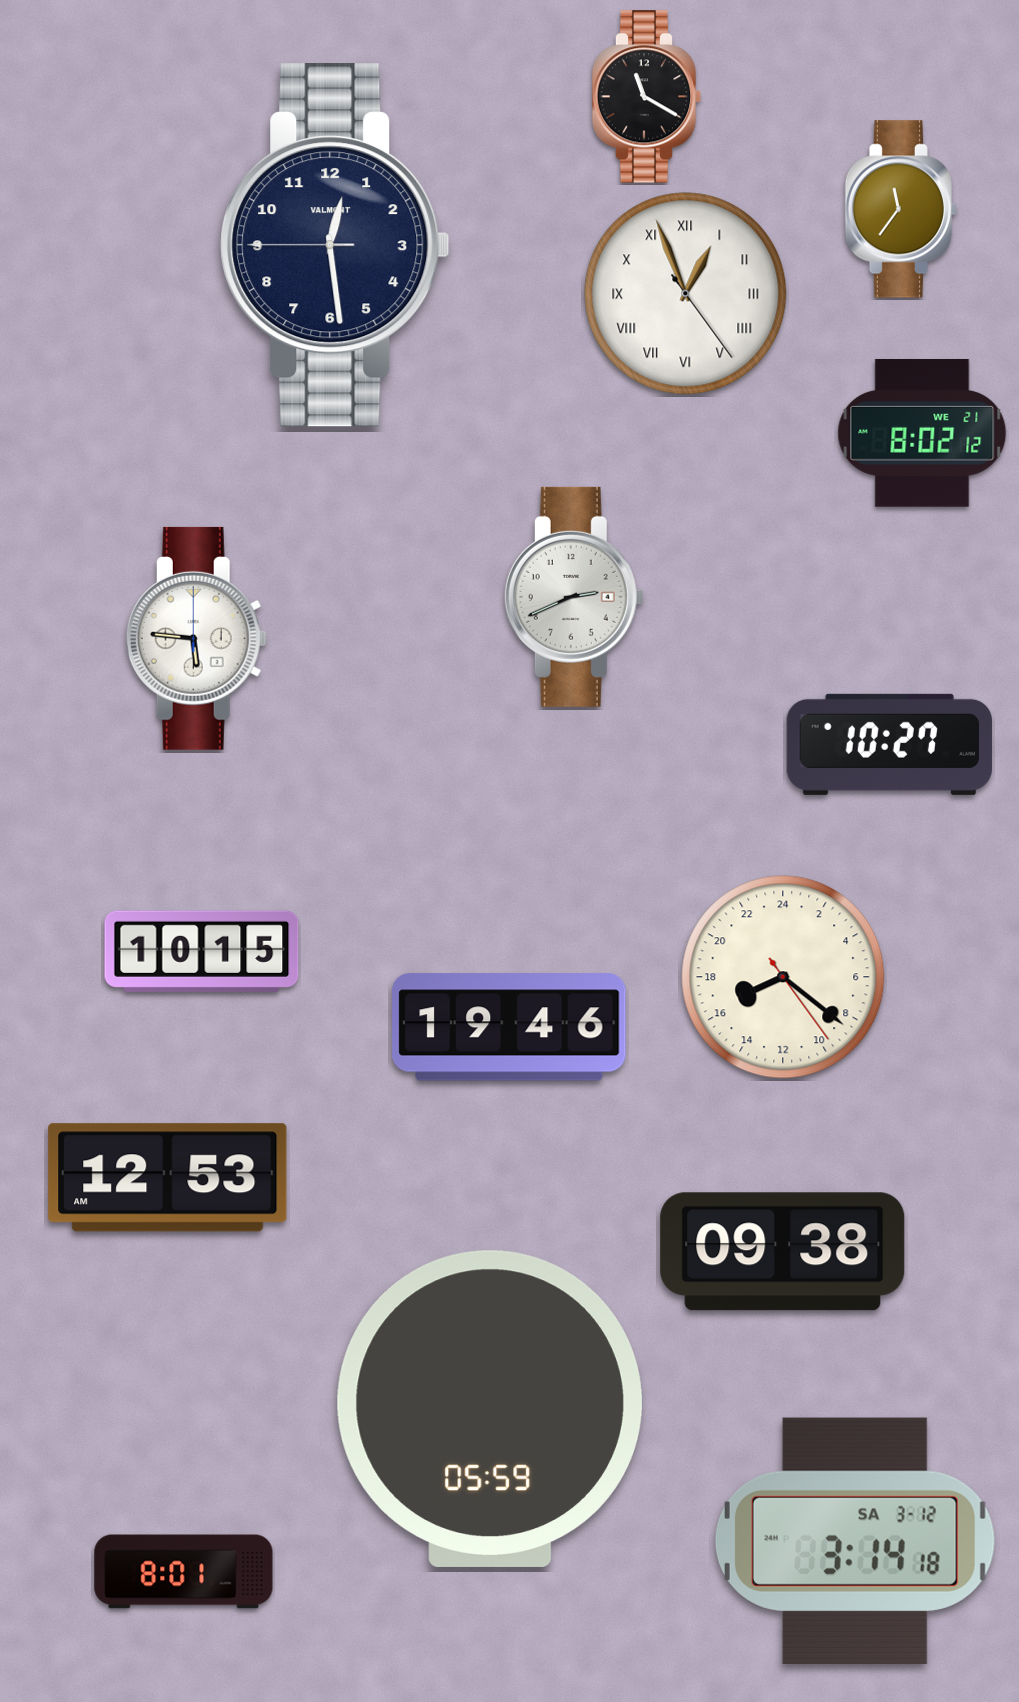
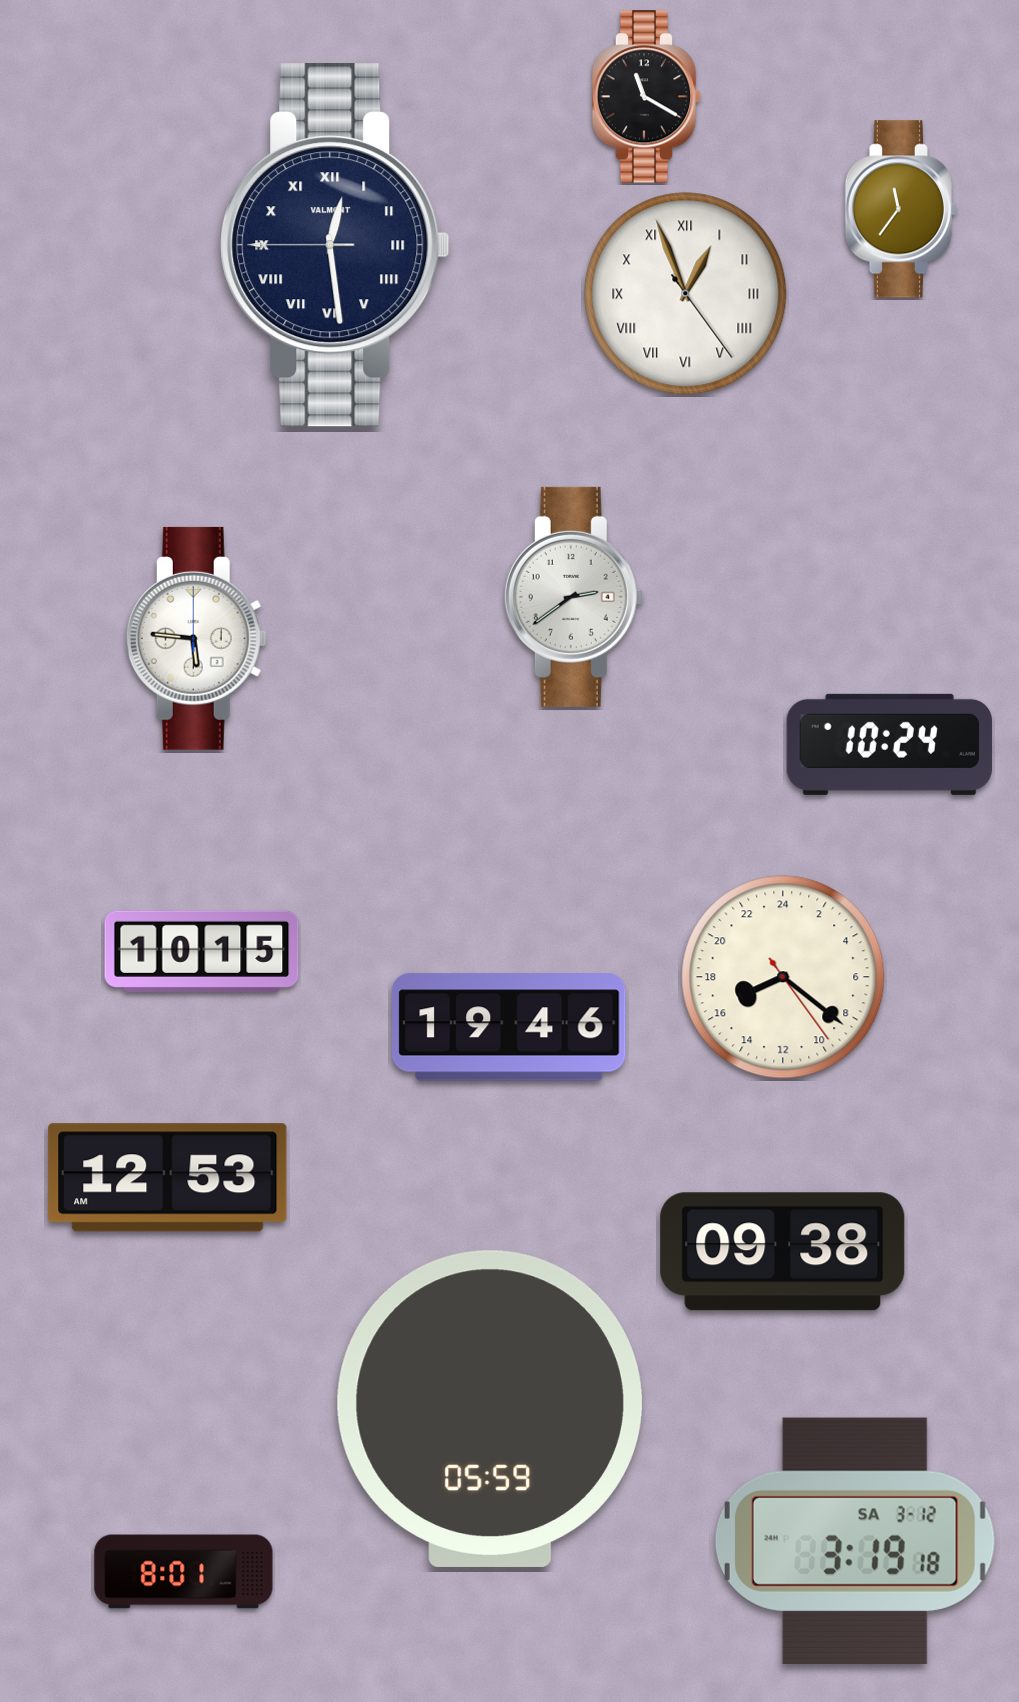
clock at (335, 245) numerals: Arabic -> Roman
clock at (922, 434): 8:02 -> none
clock at (574, 597): 2:41 -> 2:39
clock at (889, 744): 10:27 -> 10:24
clock at (855, 1541): 3:14 -> 3:19
